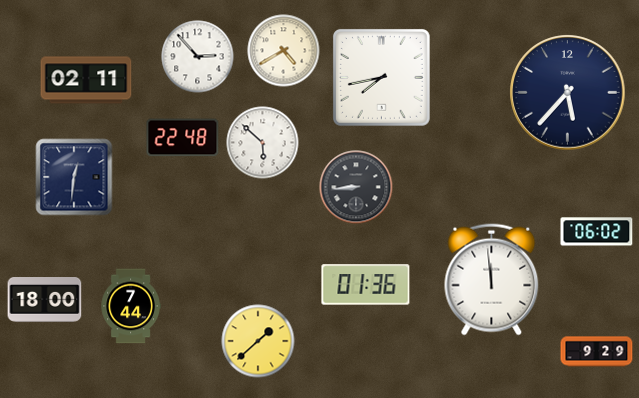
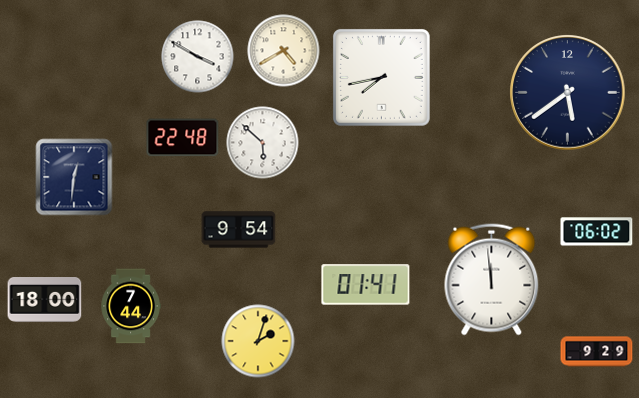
clock at (198, 57): 2:53 -> 3:50
clock at (86, 80): 02:11 -> none
clock at (568, 93): 5:37 -> 5:39
clock at (356, 187): 8:44 -> none
clock at (239, 230): none -> 9:54
clock at (366, 285): 01:36 -> 01:41
clock at (258, 341): 1:38 -> 2:03
